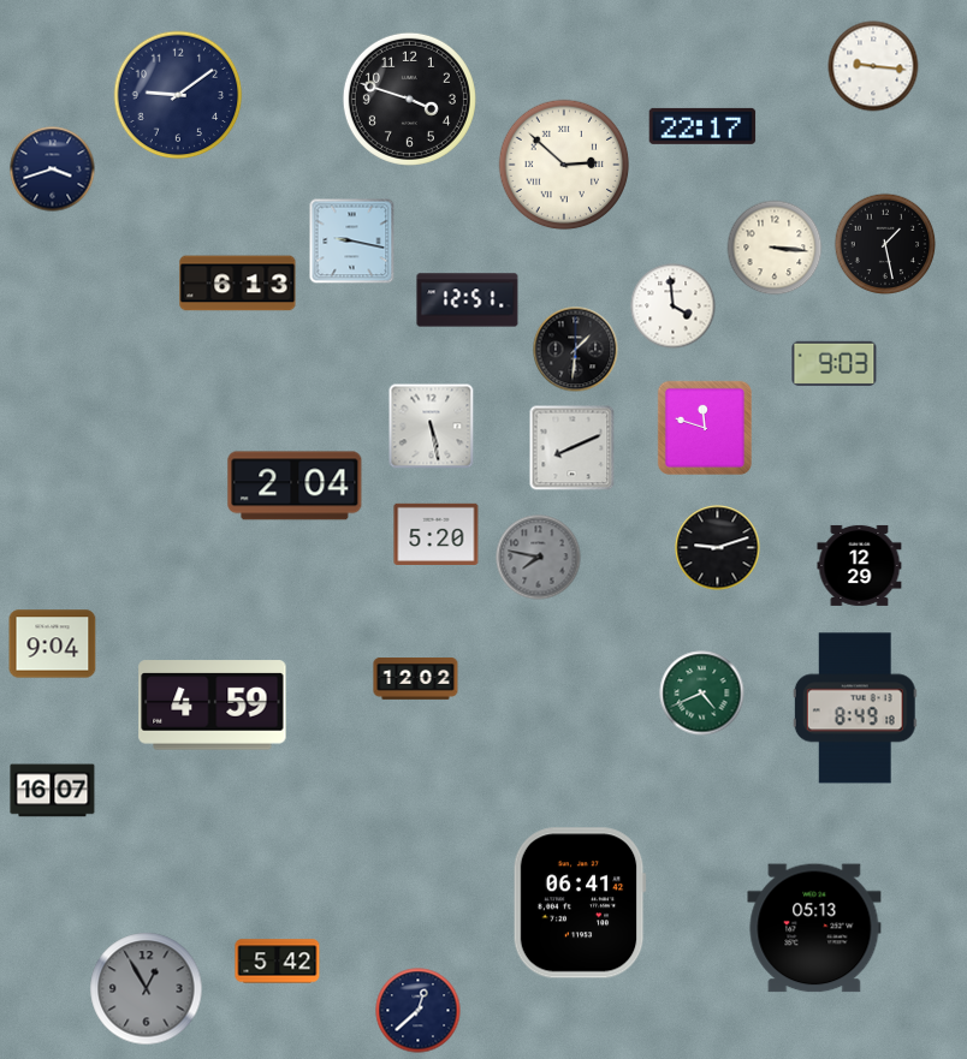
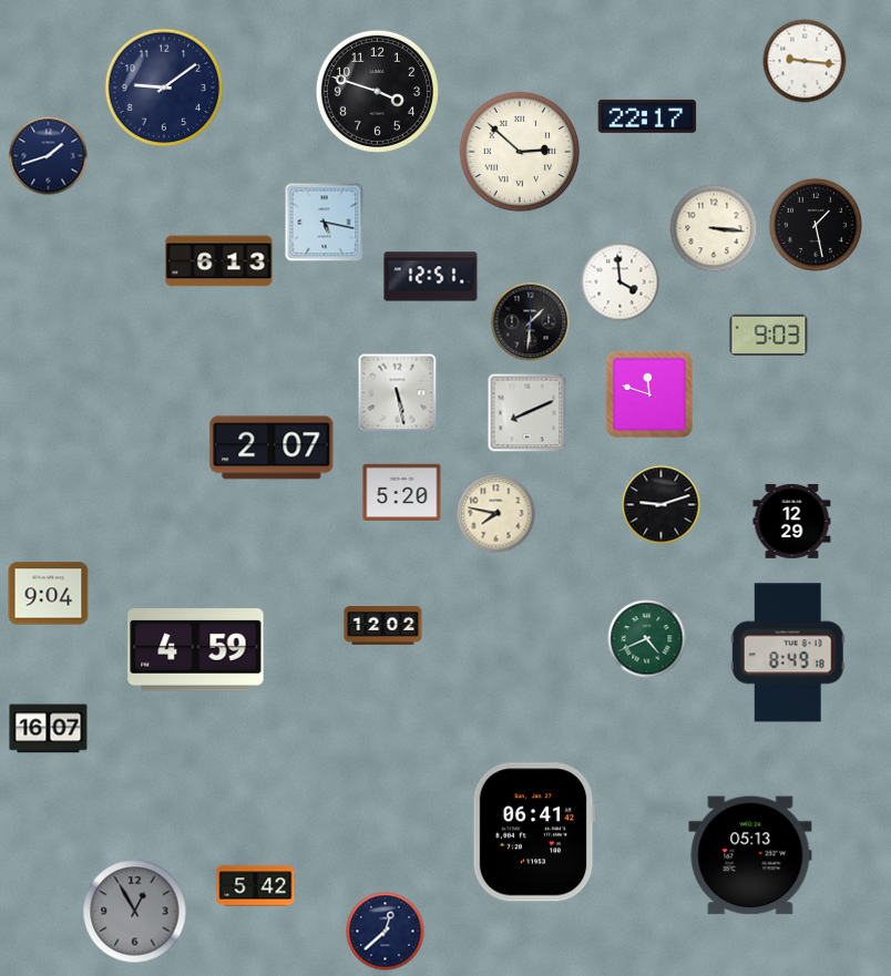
clock at (53, 169): 3:42 -> 1:42
clock at (352, 242): 9:17 -> 5:17
clock at (295, 486): 2:04 -> 2:07
clock at (539, 558) dial: grey -> cream
